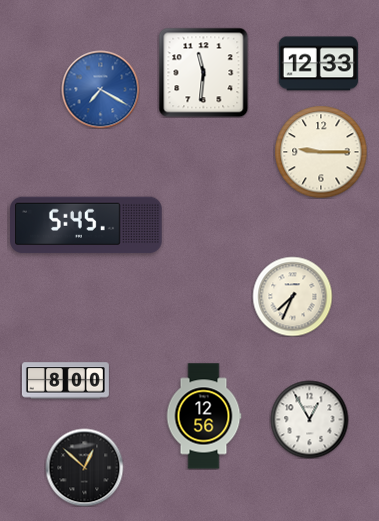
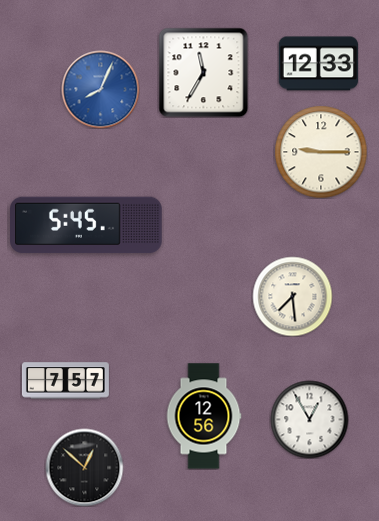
clock at (203, 72): 11:31 -> 11:35
clock at (100, 89): 7:20 -> 8:04
clock at (292, 296): 7:34 -> 7:29
clock at (65, 381): 8:00 -> 7:57
